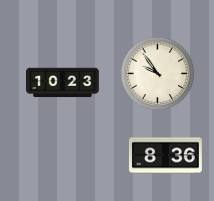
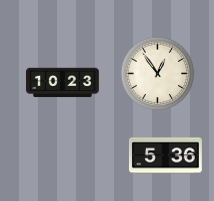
clock at (158, 74): 9:54 -> 12:54
clock at (165, 156): 8:36 -> 5:36
